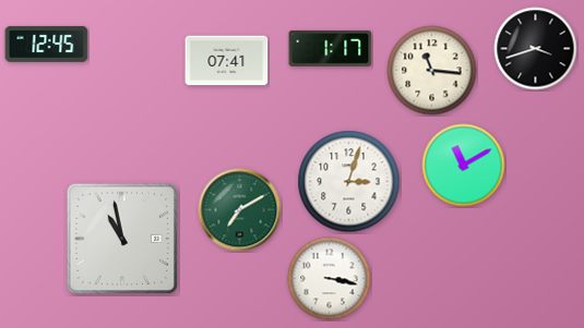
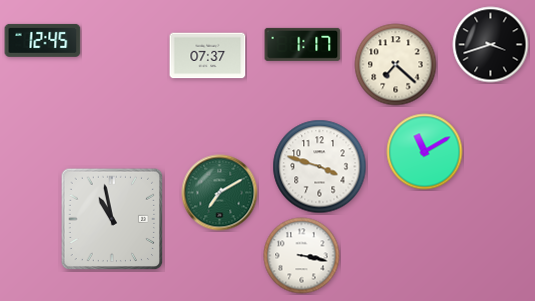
clock at (227, 61): 07:41 -> 07:37
clock at (432, 71): 11:16 -> 7:22
clock at (349, 182): 3:03 -> 3:48
